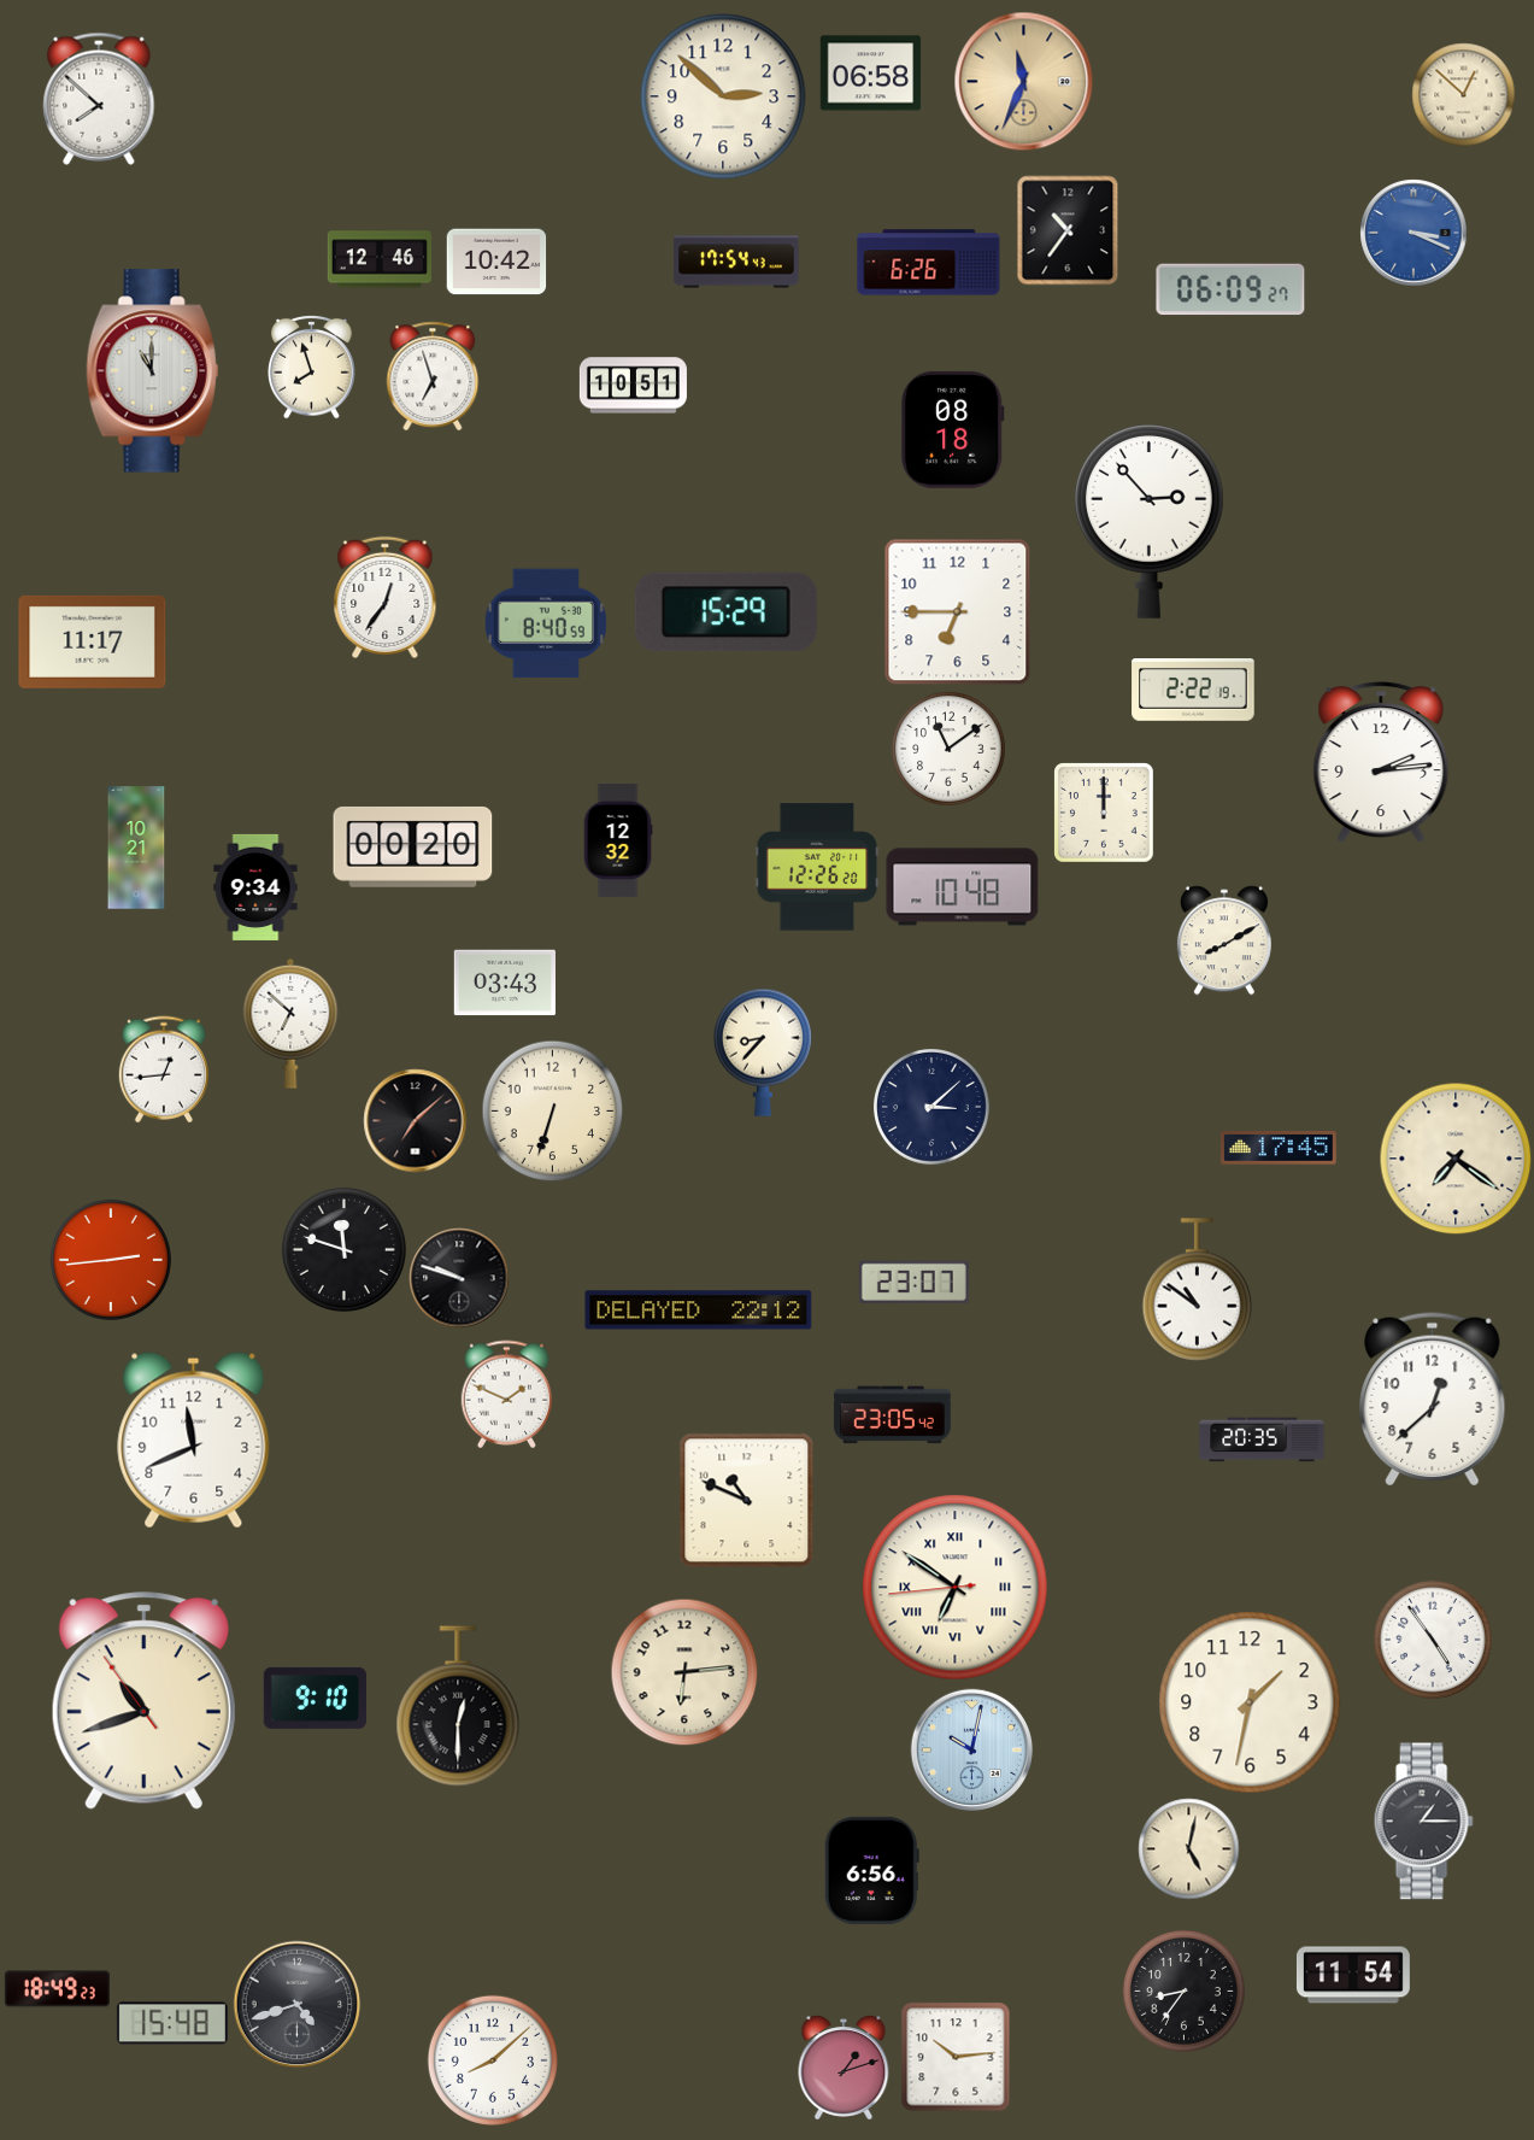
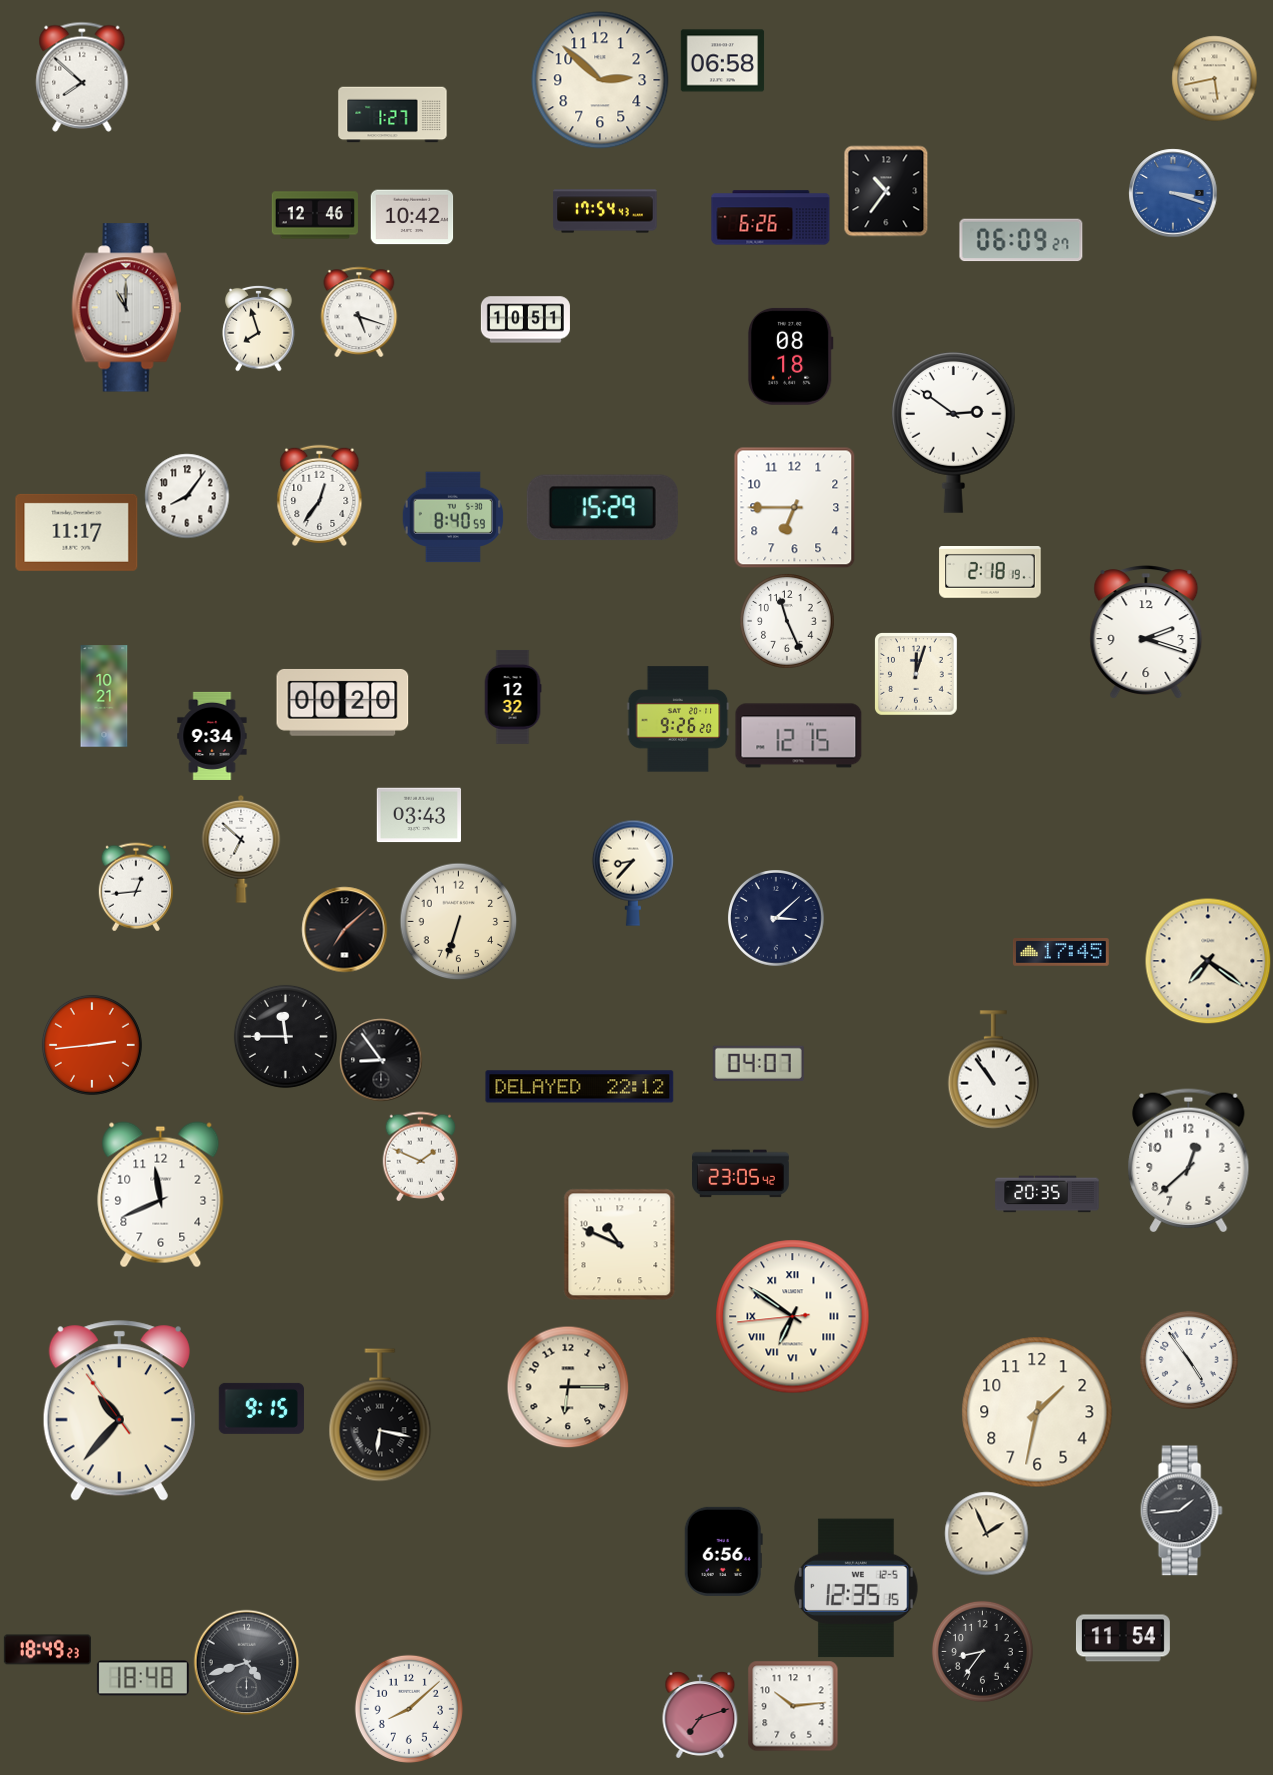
clock at (1023, 81): 11:34 -> none
clock at (1463, 94): 12:52 -> 5:43
clock at (99, 99) position: (99, 99) -> (82, 77)
clock at (393, 115): none -> 1:27
clock at (1413, 233): 3:19 -> 3:18
clock at (736, 262) position: (736, 262) -> (605, 211)
clock at (312, 367) position: (312, 367) -> (259, 328)
clock at (433, 375): 6:57 -> 5:18
clock at (1148, 521): 2:53 -> 2:51
clock at (187, 496): none -> 8:06
clock at (1193, 691): 2:22 -> 2:18
clock at (948, 749): 11:09 -> 11:26
clock at (1381, 762): 2:14 -> 2:18
clock at (1104, 813): 12:00 -> 12:03
clock at (136, 848) position: (136, 848) -> (104, 696)
clock at (817, 867): 12:26 -> 9:26
clock at (963, 887): 10:48 -> 12:15
clock at (1224, 940): 8:10 -> none
clock at (931, 1107) position: (931, 1107) -> (776, 918)
clock at (343, 1249): 11:48 -> 11:45
clock at (459, 1278): 9:48 -> 8:54
clock at (913, 1282): 23:07 -> 04:07
clock at (1198, 1290): 10:51 -> 10:54
clock at (684, 1672): 6:14 -> 6:15
clock at (315, 1698): 9:10 -> 9:15
clock at (143, 1701): 10:41 -> 10:36
clock at (458, 1706): 12:30 -> 6:17
clock at (971, 1749): 10:02 -> none
clock at (1423, 1822): 1:15 -> 1:44
clock at (1188, 1848): 5:02 -> 1:56
clock at (857, 1588): none -> 12:35
clock at (172, 2023): 15:48 -> 18:48
clock at (844, 2068): 1:12 -> 7:12
